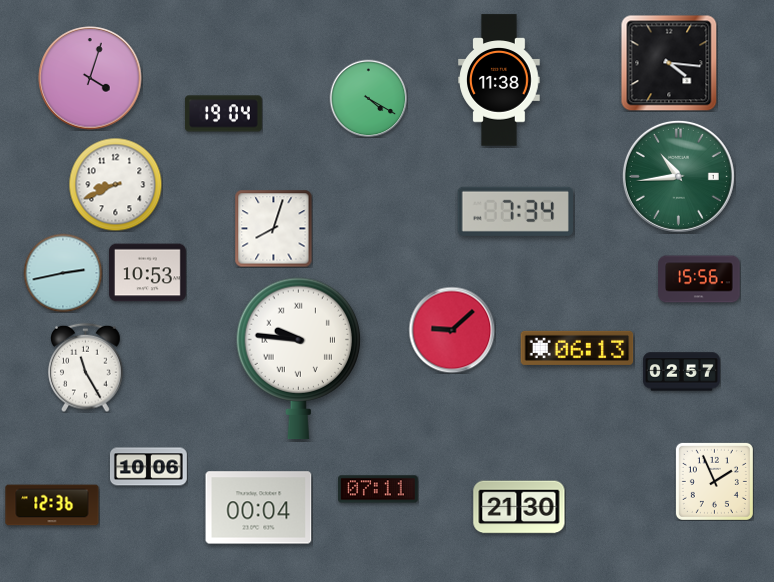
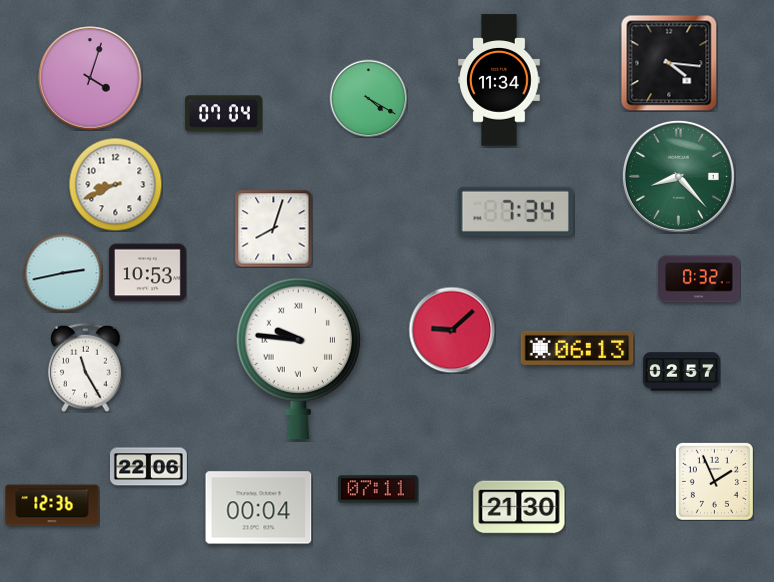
clock at (499, 80): 11:38 -> 11:34
clock at (223, 114): 19:04 -> 07:04
clock at (678, 176): 10:44 -> 8:23
clock at (699, 279): 15:56 -> 0:32
clock at (148, 467): 10:06 -> 22:06
